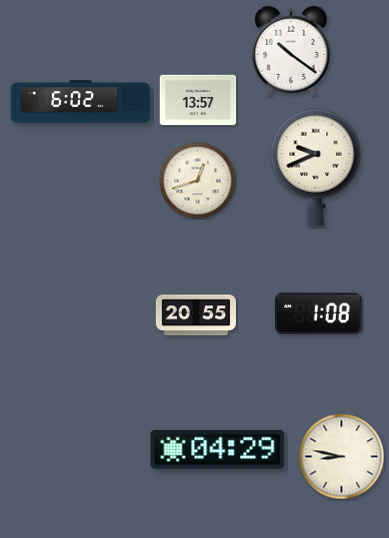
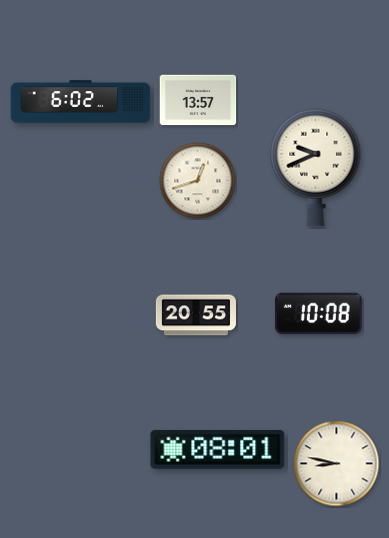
clock at (291, 51): 10:21 -> none
clock at (319, 313): 1:08 -> 10:08
clock at (218, 449): 04:29 -> 08:01
clock at (342, 457) position: (342, 457) -> (337, 464)
